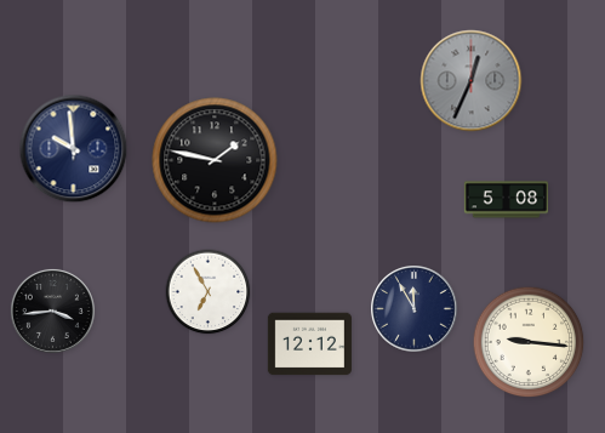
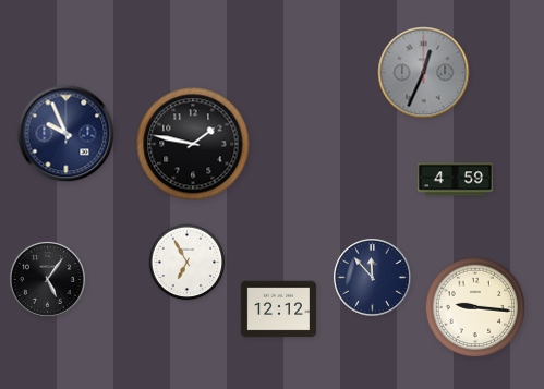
clock at (74, 149): 9:59 -> 9:56
clock at (506, 200): 5:08 -> 4:59
clock at (415, 309): 11:55 -> 11:53
clock at (52, 310): 3:44 -> 5:06
